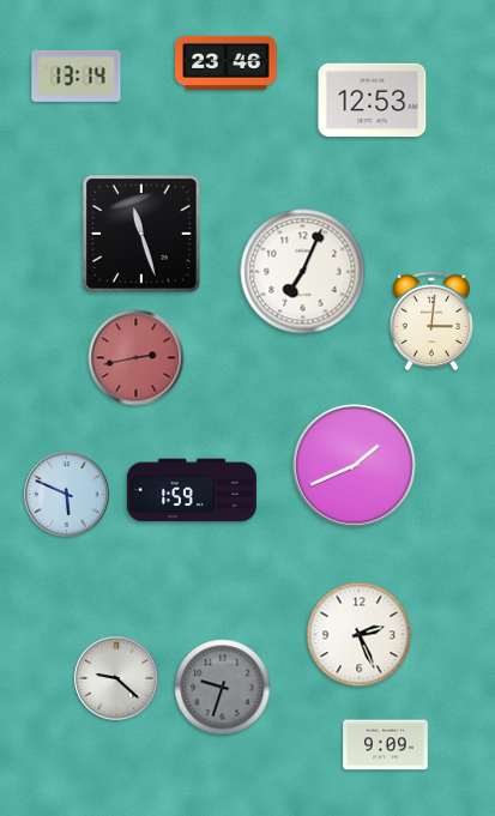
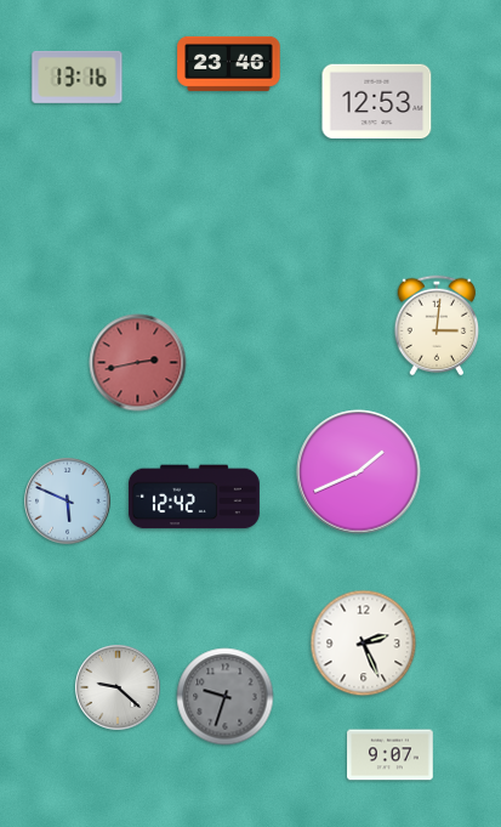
clock at (77, 75): 13:14 -> 13:16
clock at (141, 234): 11:27 -> none
clock at (303, 272): 7:04 -> none
clock at (192, 490): 1:59 -> 12:42
clock at (386, 745): 9:09 -> 9:07
